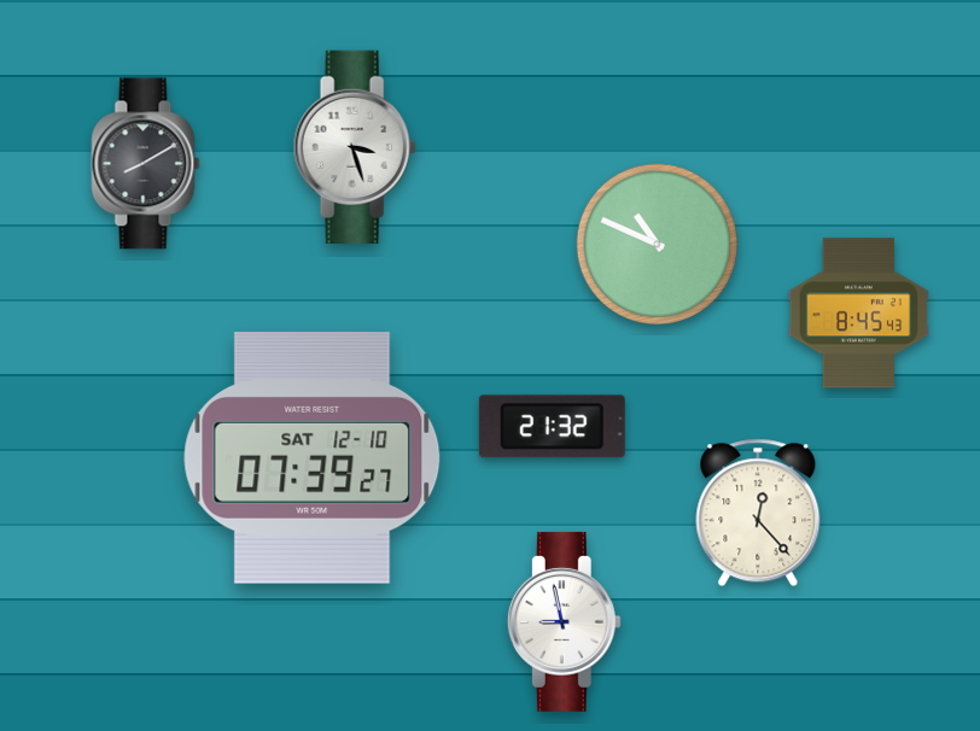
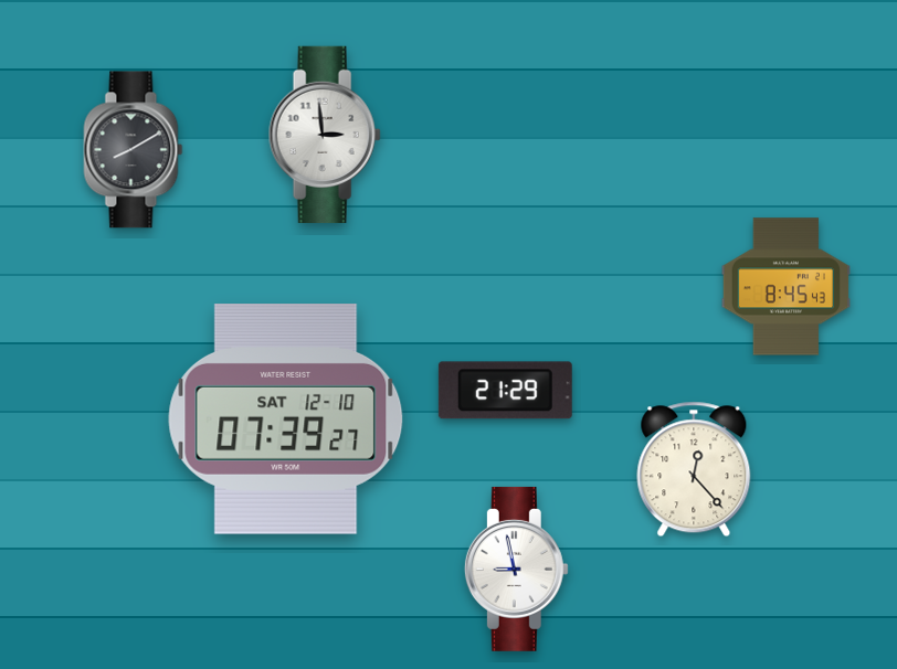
clock at (355, 147): 3:27 -> 2:59
clock at (658, 245): 10:49 -> none
clock at (552, 427): 21:32 -> 21:29
